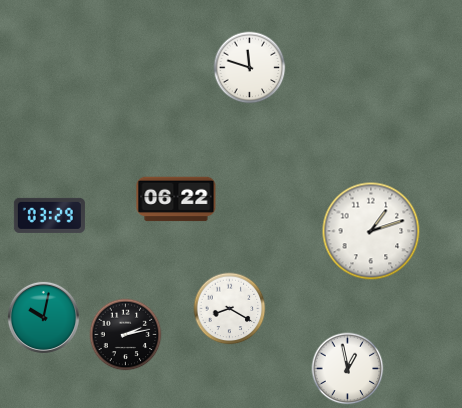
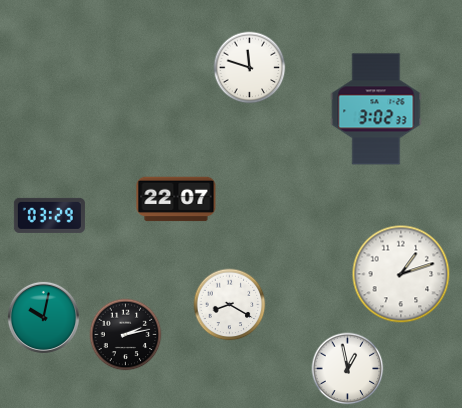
clock at (376, 109): none -> 3:02
clock at (176, 199): 06:22 -> 22:07
clock at (371, 231) position: (371, 231) -> (401, 274)
clock at (230, 309) position: (230, 309) -> (230, 305)
